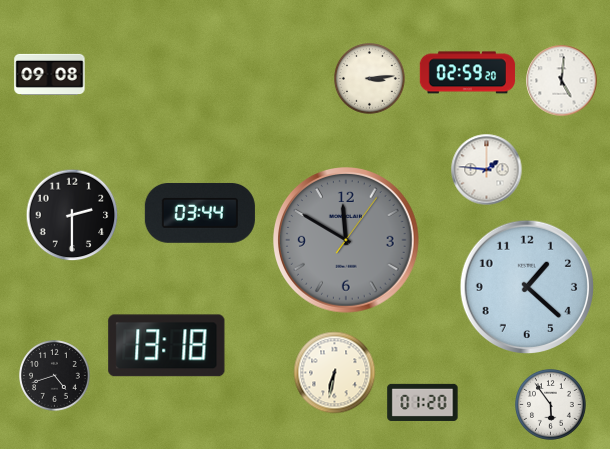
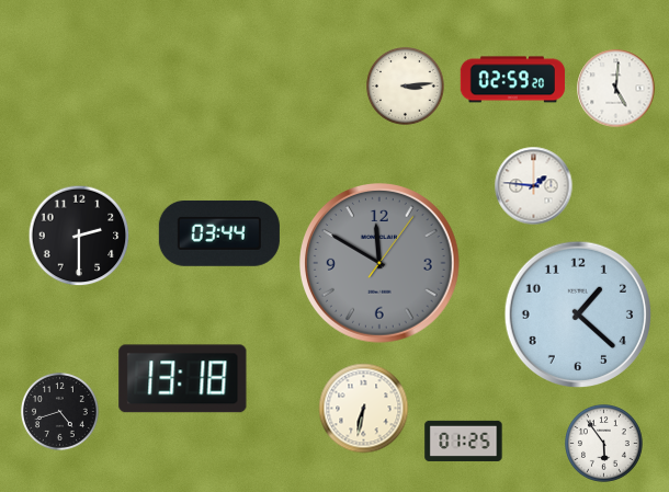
clock at (50, 74): 09:08 -> none
clock at (335, 373) position: (335, 373) -> (364, 409)
clock at (423, 402): 01:20 -> 01:25
